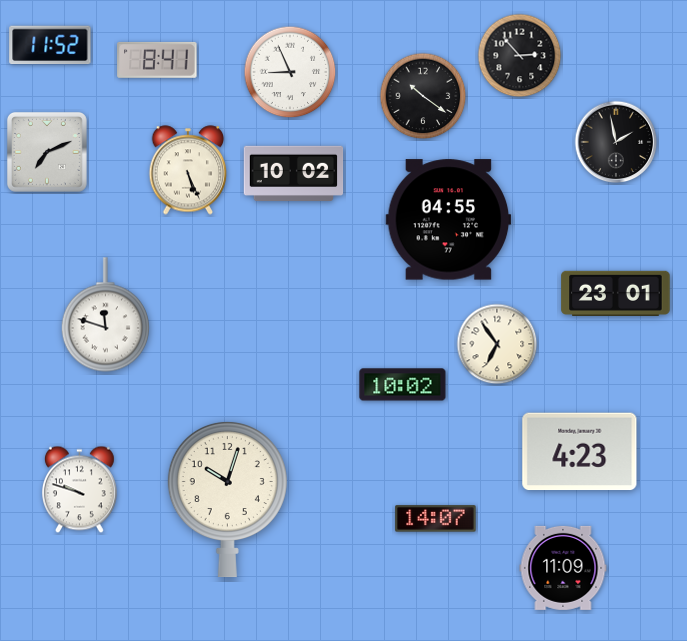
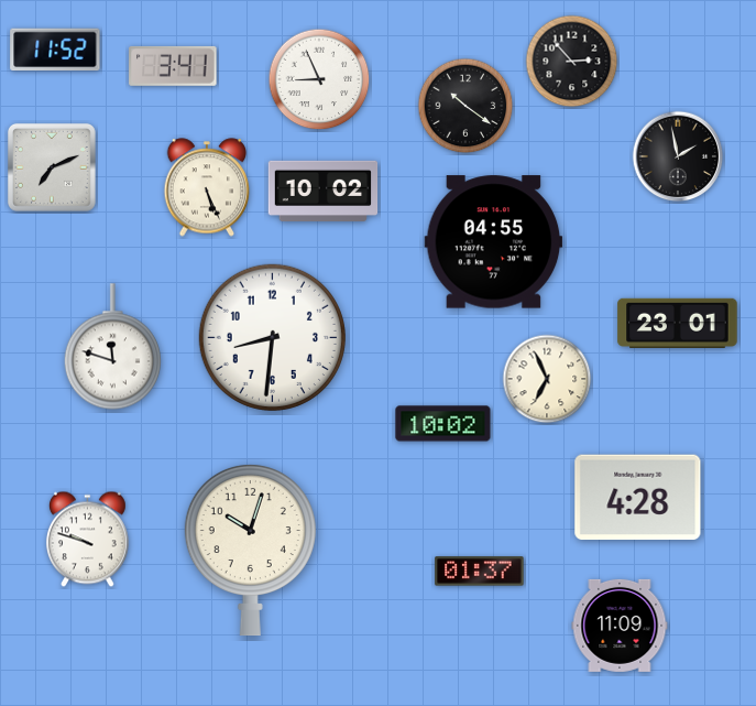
clock at (157, 60): 8:41 -> 3:41
clock at (272, 337): none -> 8:31
clock at (105, 315) position: (105, 315) -> (112, 347)
clock at (497, 344): 6:54 -> 6:56
clock at (580, 452): 4:23 -> 4:28
clock at (436, 519): 14:07 -> 01:37
